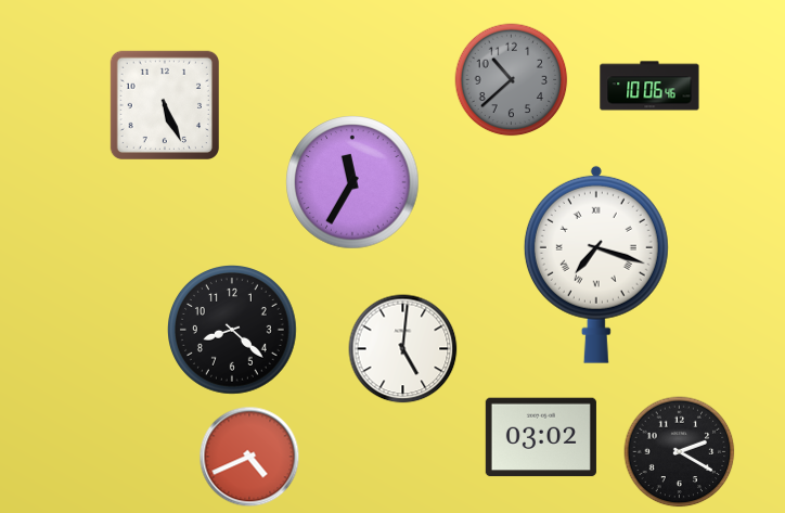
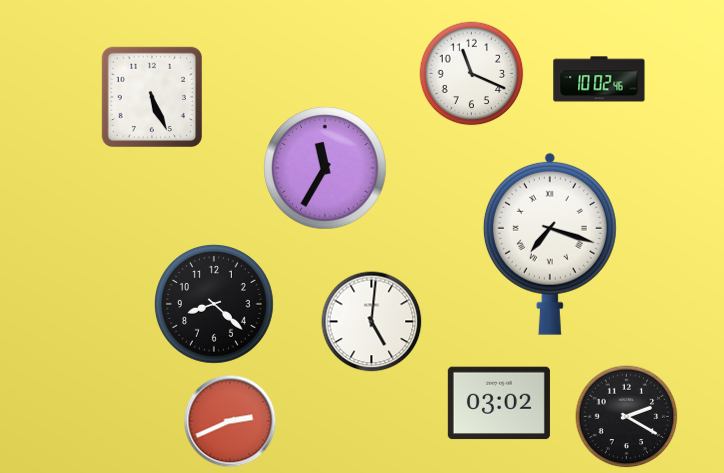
clock at (512, 80): 10:38 -> 11:19
clock at (512, 80) dial: grey -> white
clock at (649, 86): 10:06 -> 10:02
clock at (249, 457): 4:41 -> 2:41
